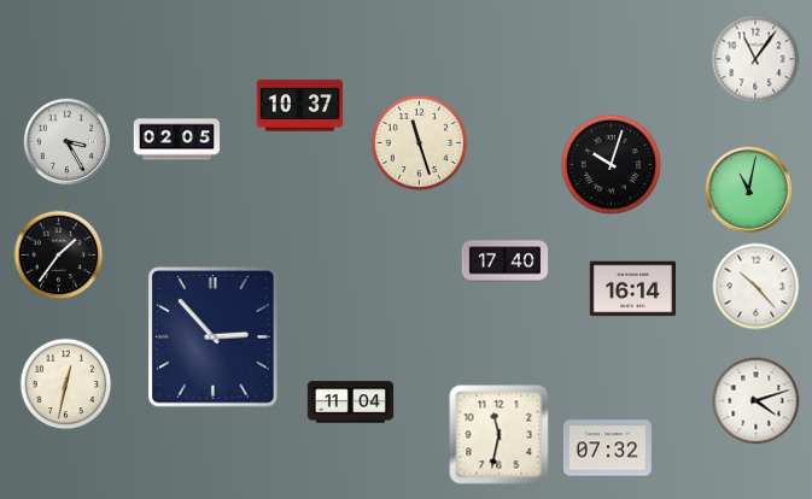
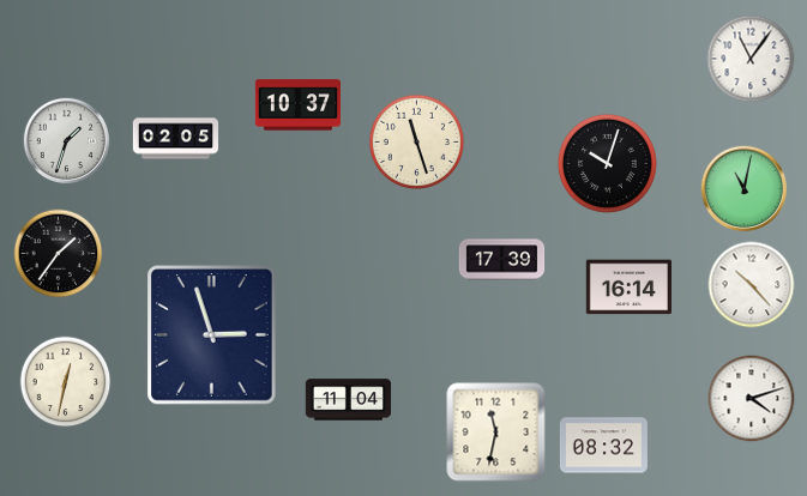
clock at (68, 142): 3:25 -> 1:33
clock at (506, 262): 17:40 -> 17:39
clock at (214, 337): 2:53 -> 2:57
clock at (607, 448): 07:32 -> 08:32
